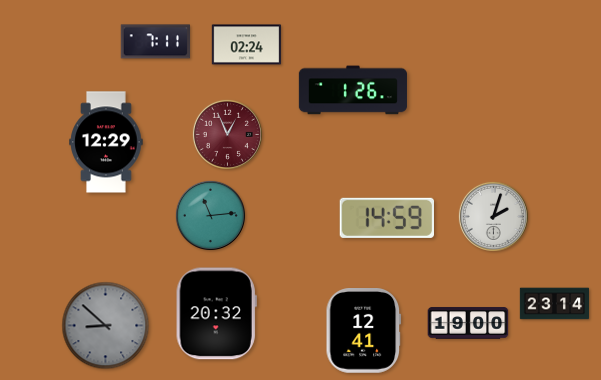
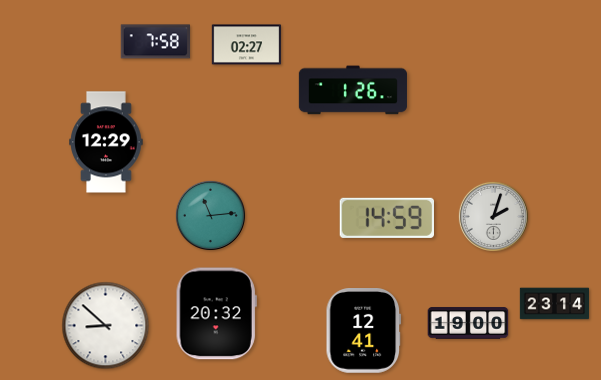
clock at (155, 42): 7:11 -> 7:58
clock at (247, 45): 02:24 -> 02:27
clock at (227, 134): 12:56 -> none
clock at (106, 326) dial: grey -> white
